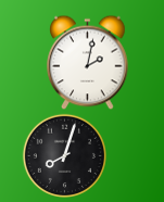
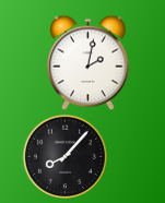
clock at (64, 155): 8:03 -> 8:07
